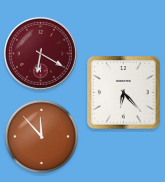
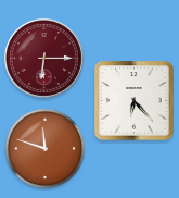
clock at (40, 53): 6:20 -> 6:15
clock at (42, 137): 11:53 -> 11:48
